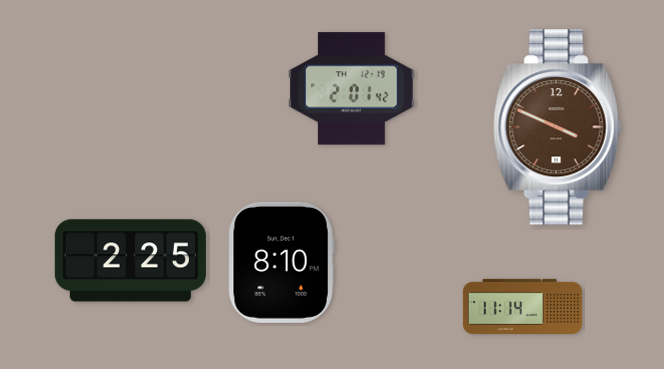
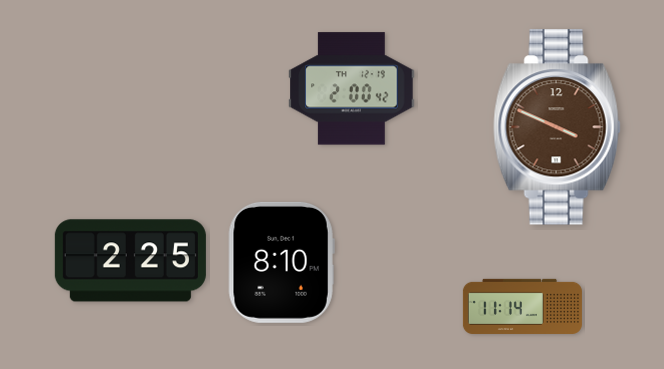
clock at (352, 89): 2:01 -> 2:00
